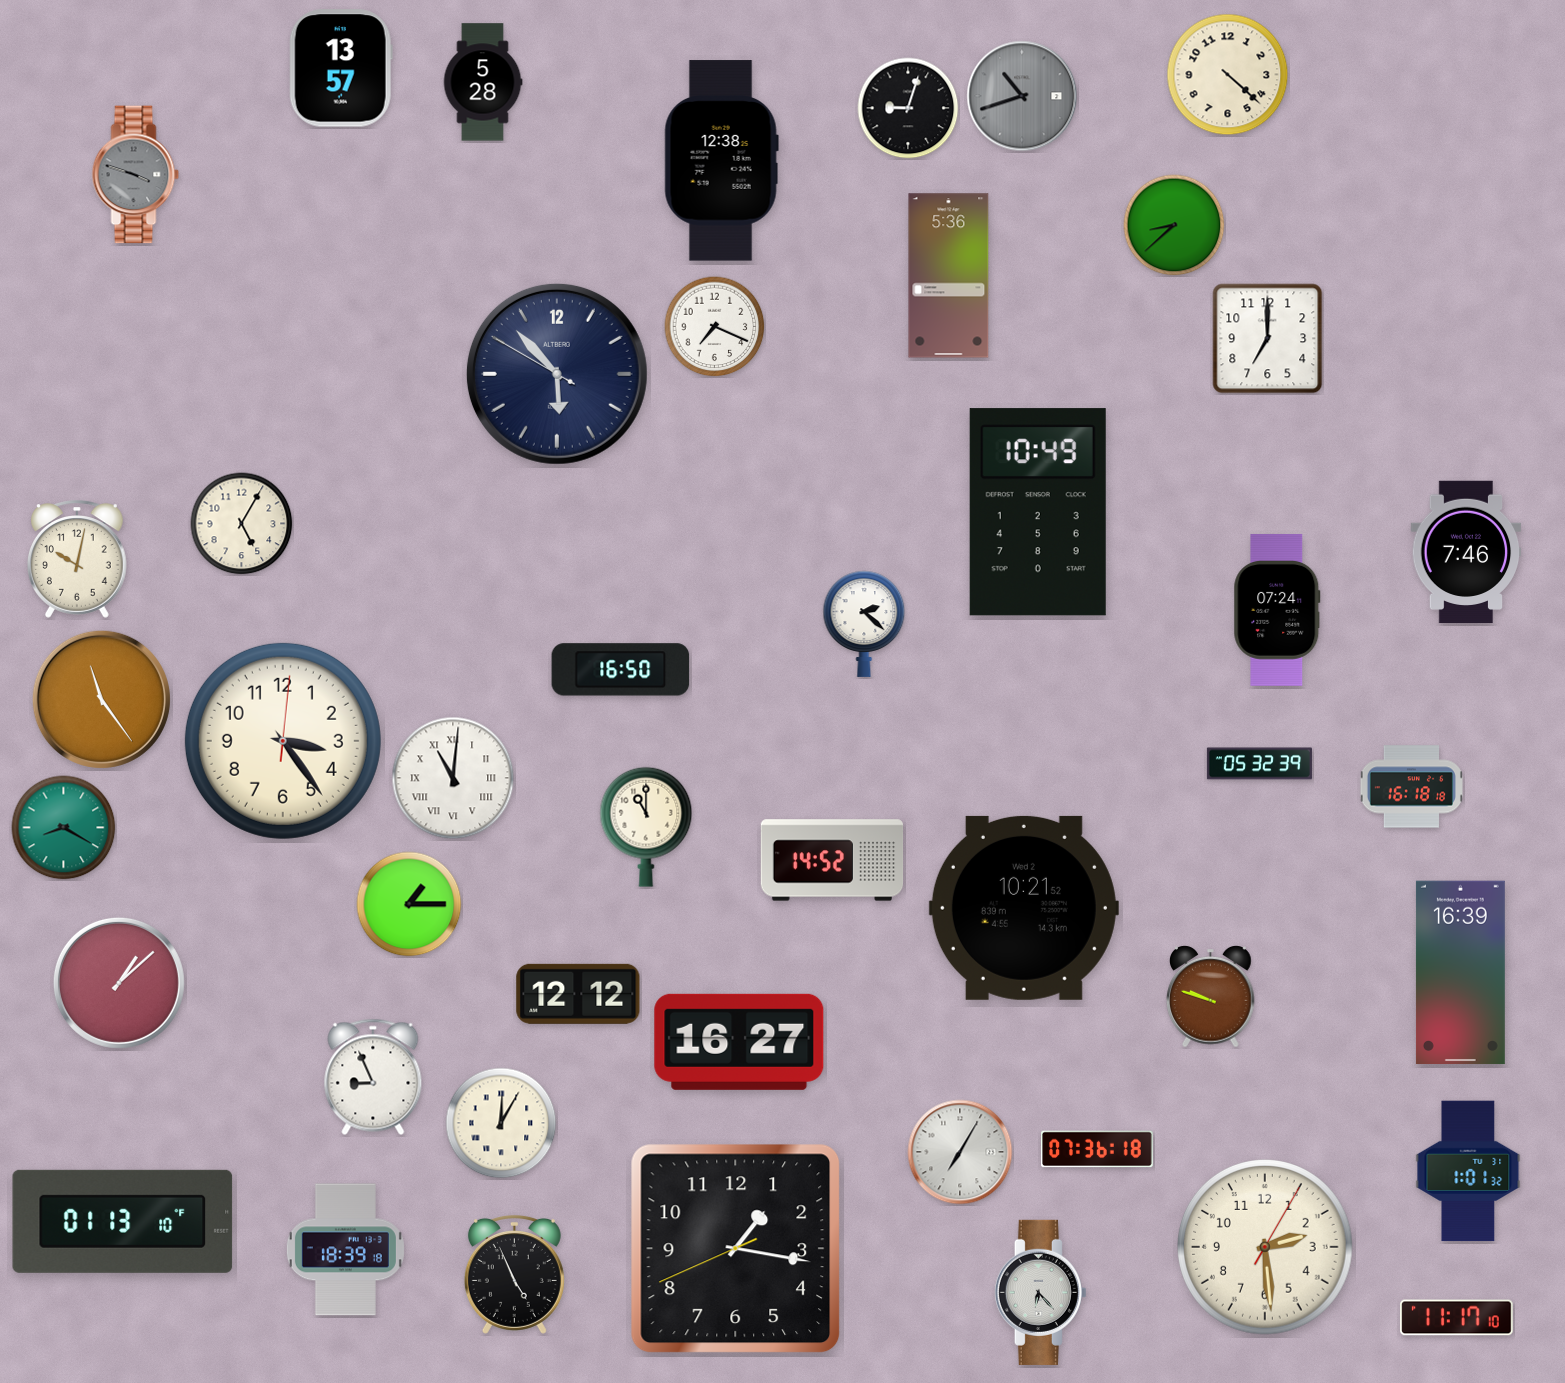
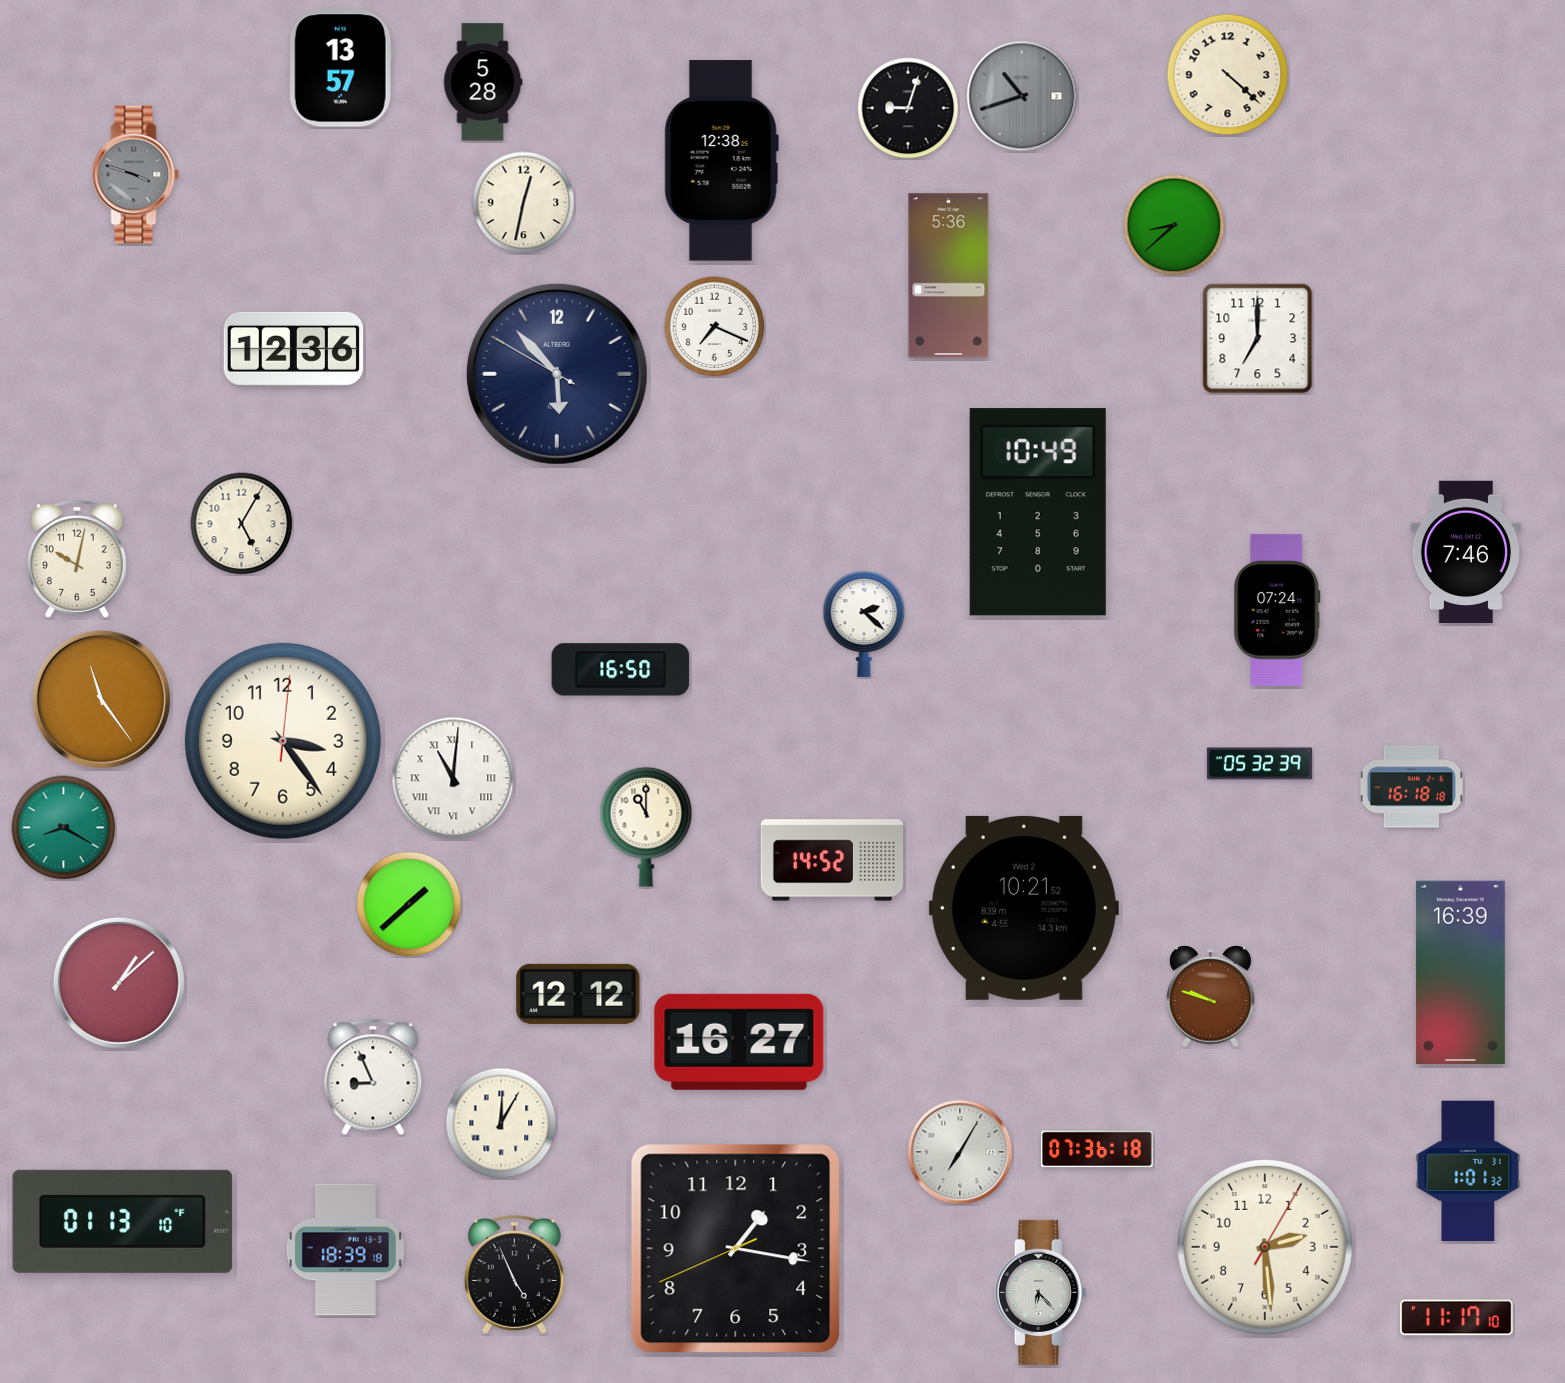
clock at (524, 203): none -> 12:32
clock at (1268, 339) position: (1268, 339) -> (1258, 339)
clock at (294, 349): none -> 12:36
clock at (409, 904): 1:15 -> 1:38
